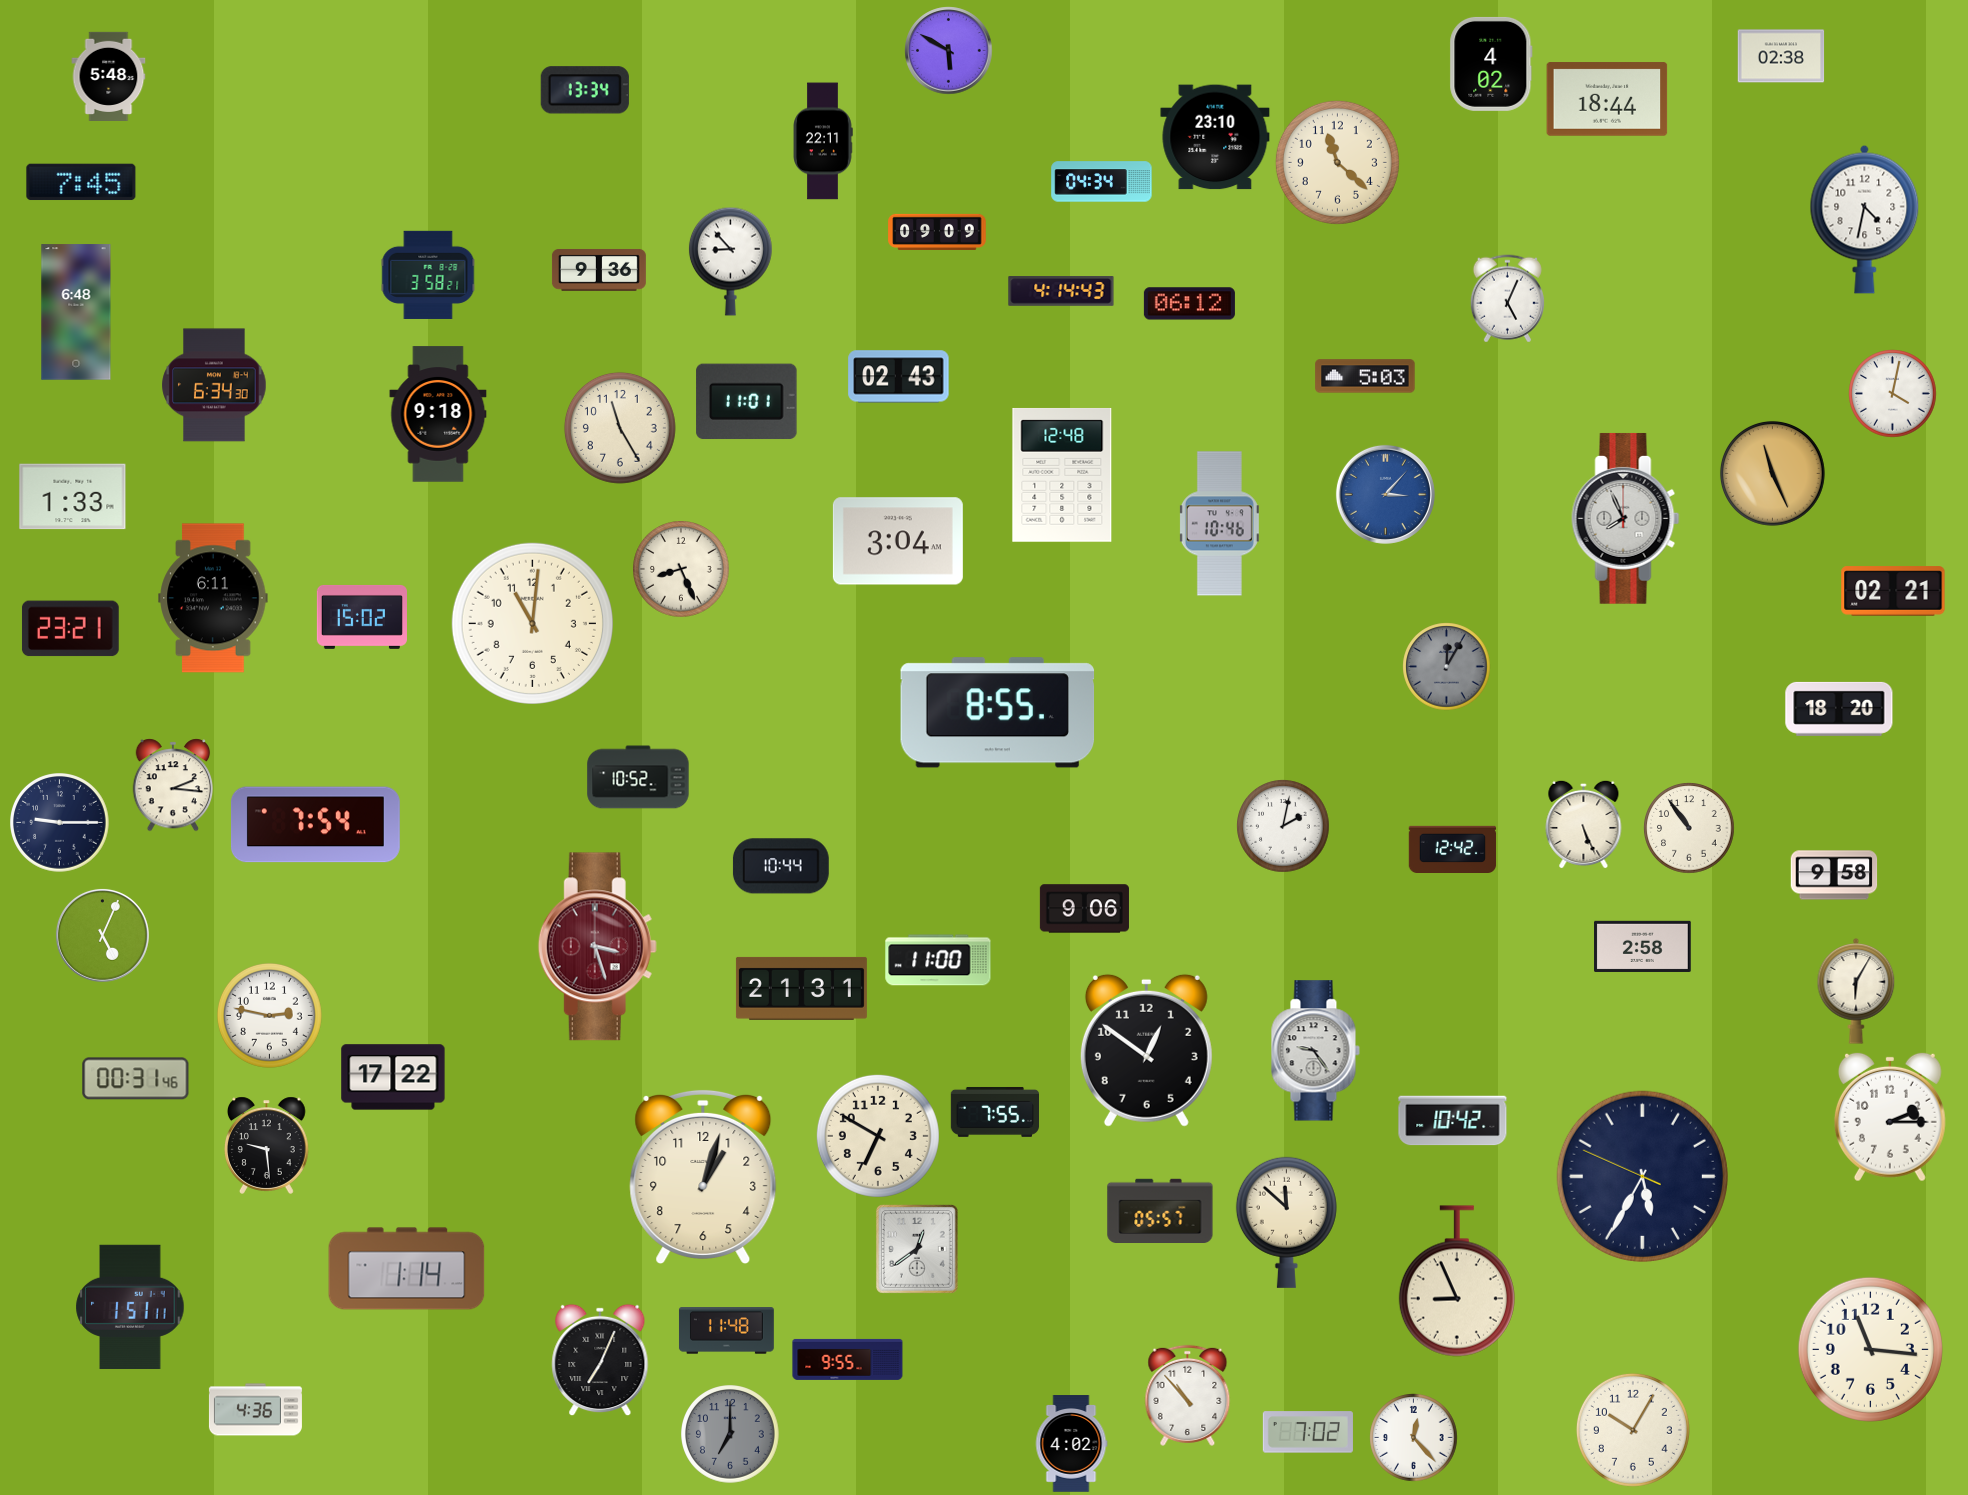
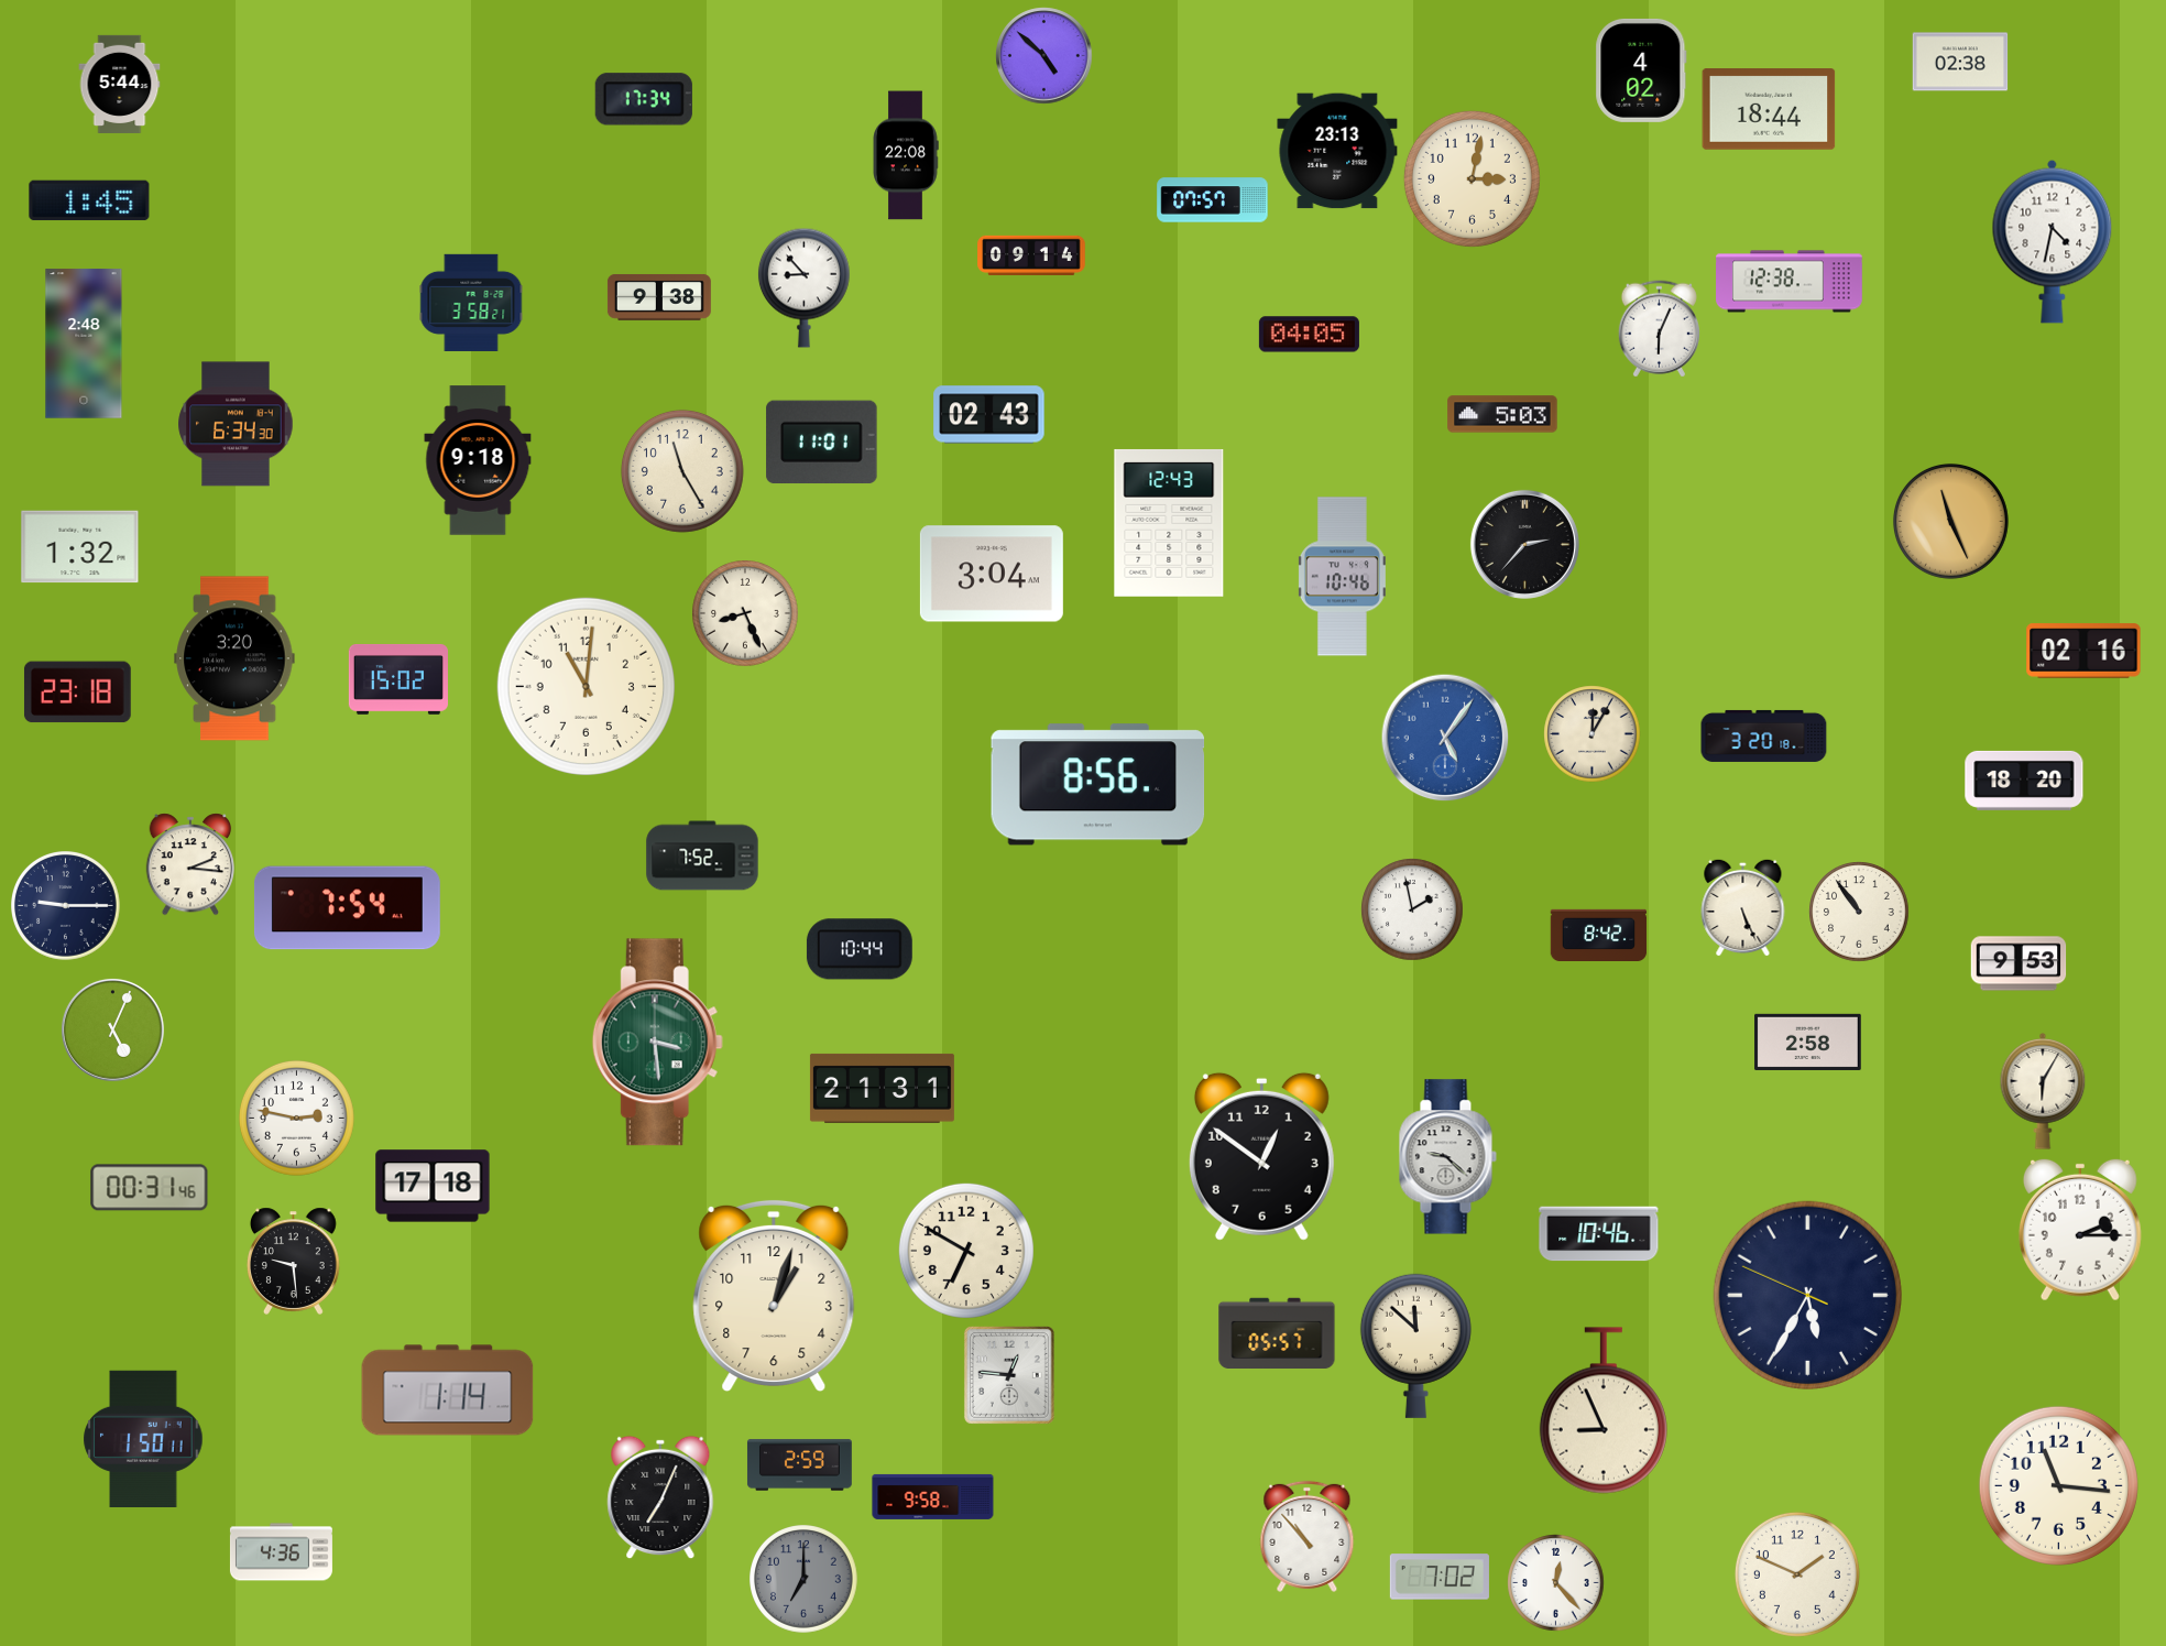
clock at (949, 51): 5:50 -> 4:52
clock at (109, 76): 5:48 -> 5:44
clock at (585, 90): 13:34 -> 17:34
clock at (1215, 137): 23:10 -> 23:13
clock at (823, 141): 22:11 -> 22:08
clock at (1337, 162): 11:22 -> 3:02
clock at (81, 182): 7:45 -> 1:45
clock at (1102, 182): 04:34 -> 07:57
clock at (937, 232): 09:09 -> 09:14
clock at (1790, 282): none -> 12:38
clock at (599, 270): 9:36 -> 9:38
clock at (1061, 291): 4:14 -> none
clock at (1507, 299): 5:04 -> 6:04
clock at (1189, 304): 06:12 -> 04:05
clock at (76, 312): 6:48 -> 2:48
clock at (1893, 394): 4:02 -> none
clock at (438, 414) position: (438, 414) -> (478, 460)
clock at (1062, 475): 12:48 -> 12:43
clock at (1385, 494): 3:07 -> 2:37
clock at (1385, 494) dial: blue -> black
clock at (73, 497): 1:33 -> 1:32
clock at (1626, 518): 7:56 -> none
clock at (898, 541) position: (898, 541) -> (992, 574)
clock at (681, 569) position: (681, 569) -> (745, 613)
clock at (1893, 591): 02:21 -> 02:16
clock at (213, 598): 6:11 -> 3:20
clock at (70, 629): 23:21 -> 23:18
clock at (1447, 667) dial: grey -> cream
clock at (1764, 735): none -> 3:20
clock at (1445, 738): none -> 5:06
clock at (998, 713): 8:55 -> 8:56
clock at (638, 777): 10:52 -> 7:52
clock at (1283, 826): 2:02 -> 1:58
clock at (1453, 849): 12:42 -> 8:42
clock at (781, 866) position: (781, 866) -> (860, 949)
clock at (1834, 875): 9:58 -> 9:53
clock at (1084, 909): 9:06 -> none
clock at (597, 947): 3:27 -> 3:29
clock at (597, 947) dial: burgundy -> green
clock at (938, 960): 11:00 -> none
clock at (1315, 1051): 9:24 -> 9:22
clock at (393, 1077): 17:22 -> 17:18
clock at (994, 1112): 7:55 -> none
clock at (1453, 1121): 10:42 -> 10:46
clock at (917, 1249): 12:39 -> 12:46
clock at (407, 1269) position: (407, 1269) -> (448, 1391)
clock at (130, 1306): 1:51 -> 1:50
clock at (726, 1331): 11:48 -> 2:59
clock at (848, 1359): 9:55 -> 9:58
clock at (1633, 1430): 10:05 -> 1:49
clock at (1071, 1444): 4:02 -> none
